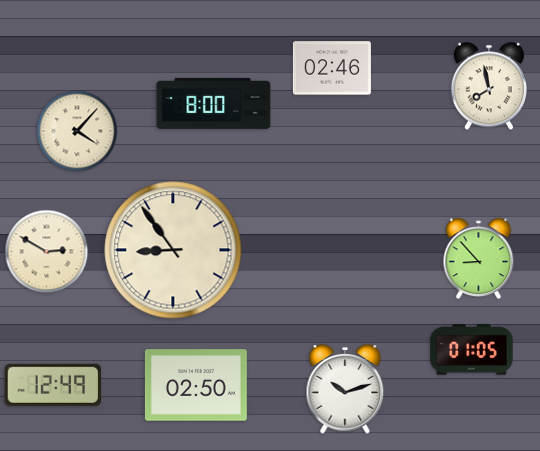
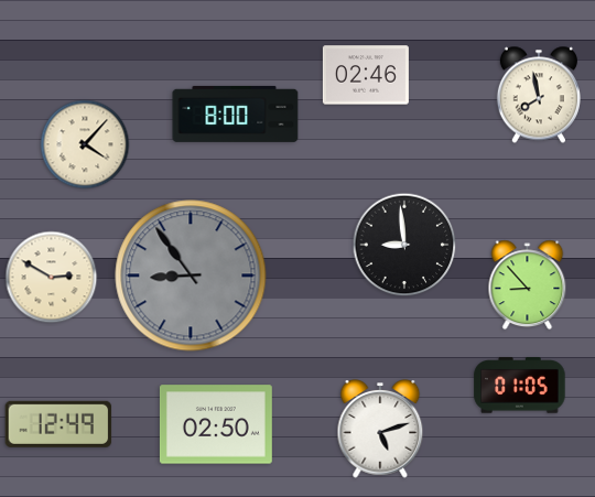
clock at (404, 245): none -> 8:59
clock at (173, 250) dial: cream -> grey
clock at (345, 390): 10:12 -> 5:12
